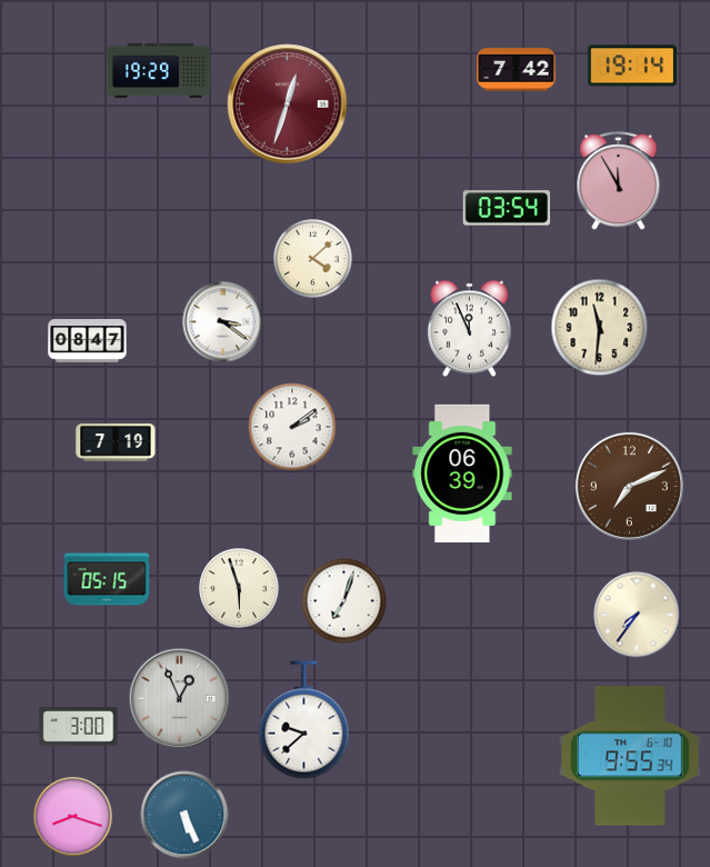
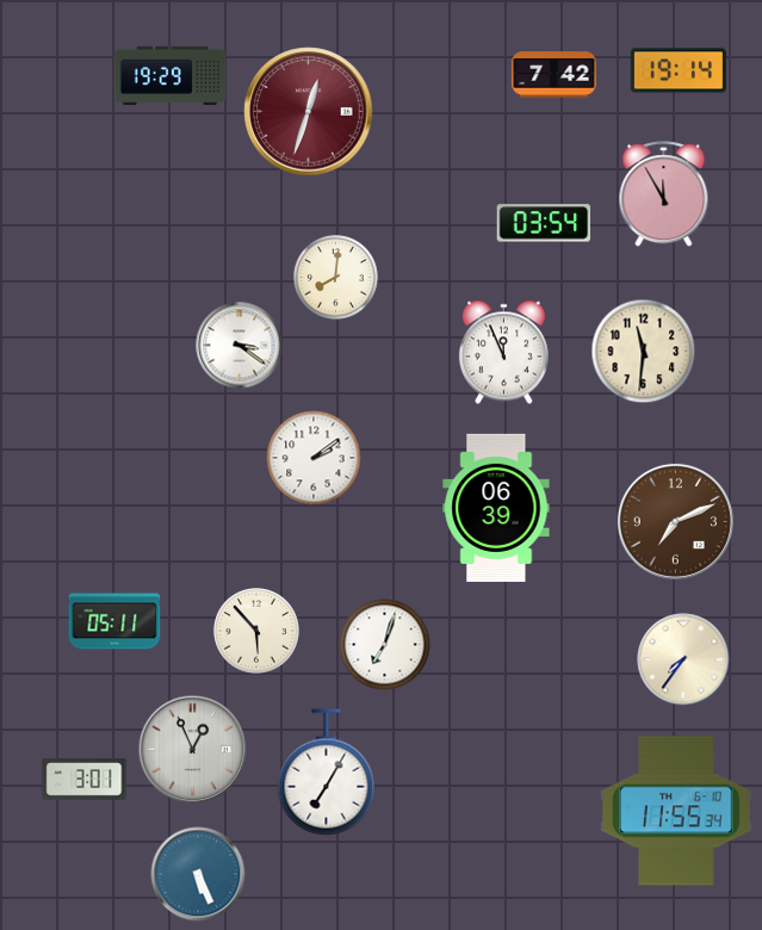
clock at (313, 259): 4:08 -> 8:01
clock at (88, 341): 08:47 -> none
clock at (116, 444): 7:19 -> none
clock at (107, 579): 05:15 -> 05:11
clock at (239, 588): 5:57 -> 5:53
clock at (344, 601) position: (344, 601) -> (385, 645)
clock at (304, 720): 9:38 -> 7:05
clock at (79, 727): 3:00 -> 3:01
clock at (630, 756): 9:55 -> 11:55
clock at (73, 817): 8:18 -> none
